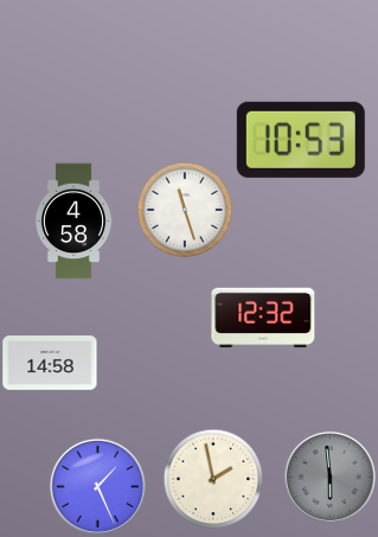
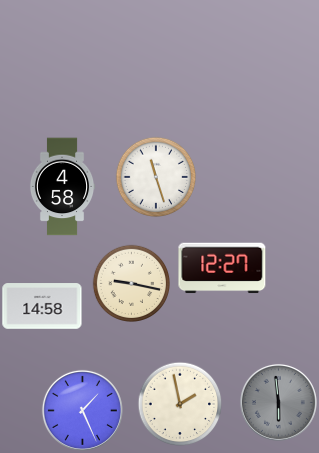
clock at (301, 140): 10:53 -> none
clock at (263, 318): 12:32 -> 12:27
clock at (131, 283): none -> 9:17
